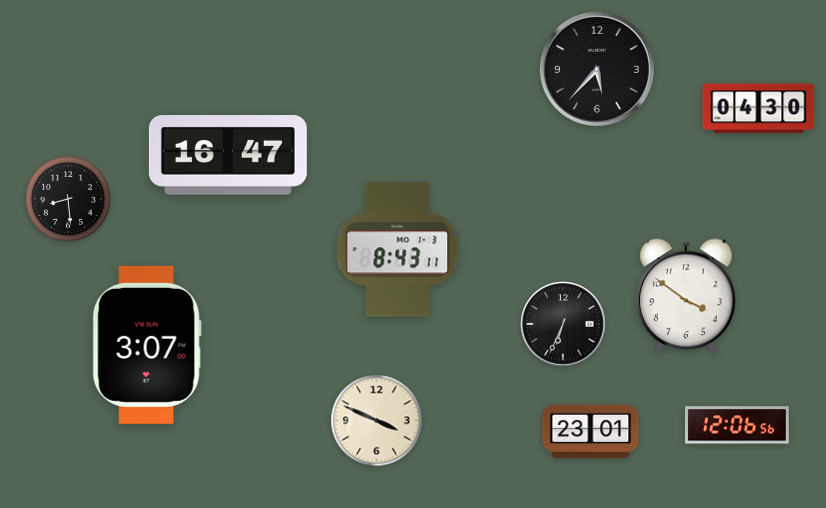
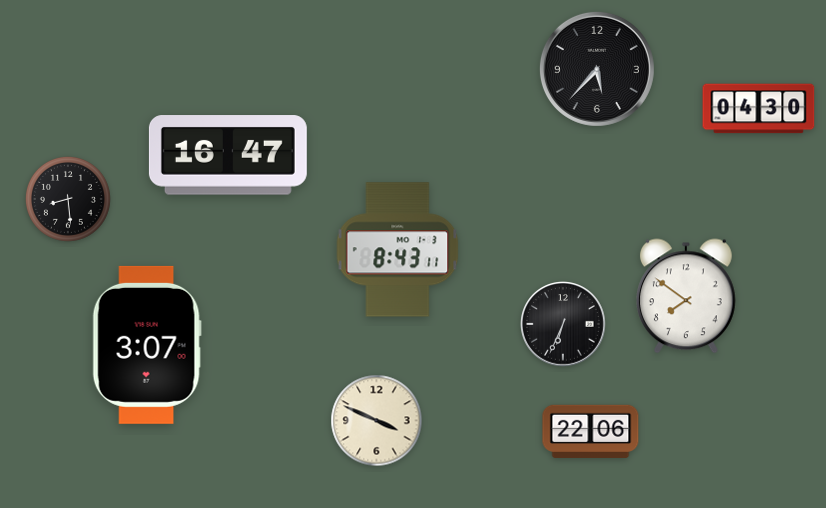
clock at (686, 296): 3:51 -> 7:51
clock at (738, 425): 12:06 -> none
clock at (591, 431): 23:01 -> 22:06
